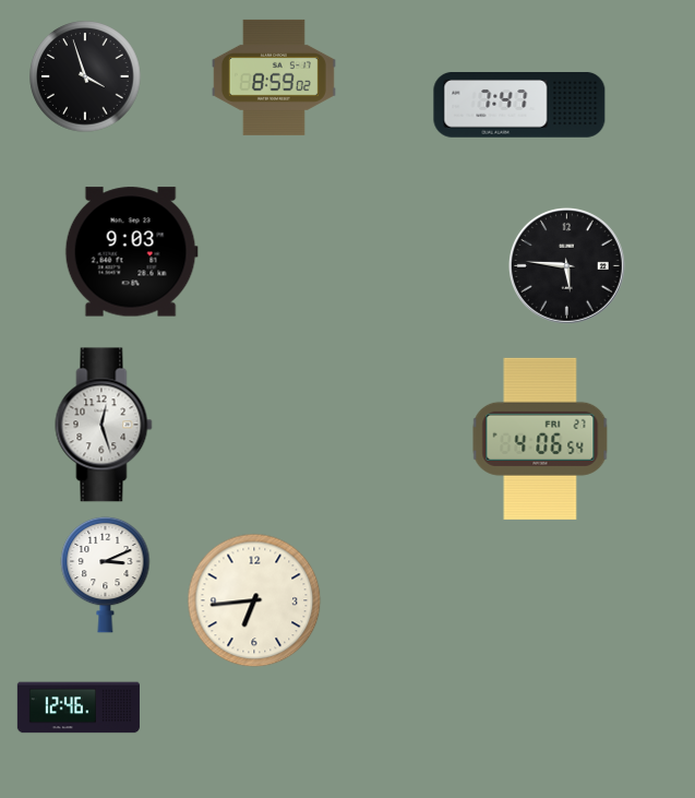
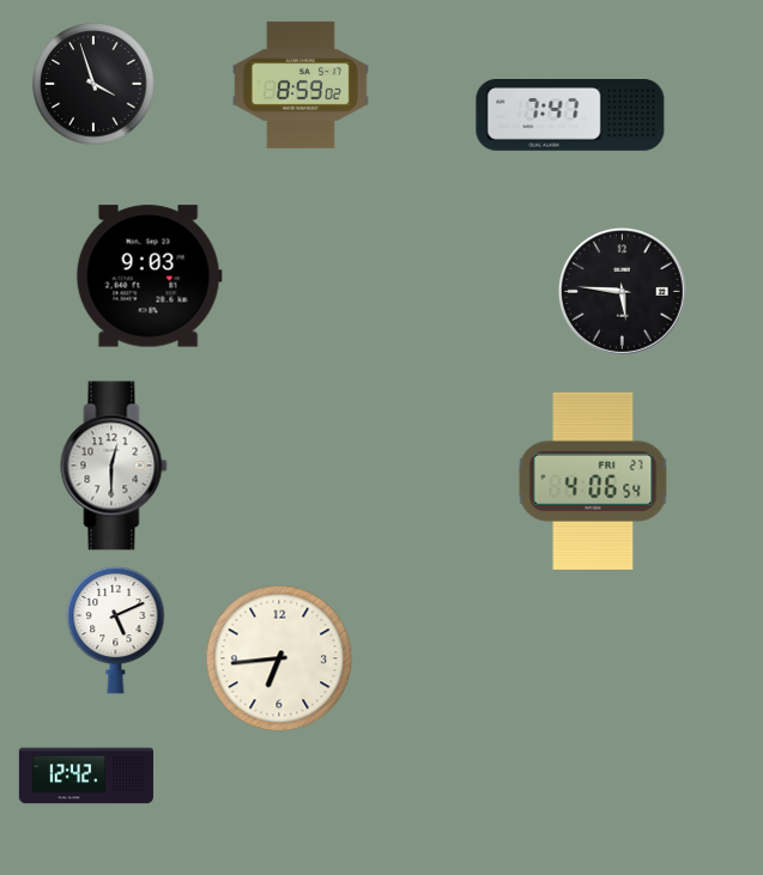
clock at (131, 252) position: (131, 252) -> (149, 277)
clock at (104, 425): 12:27 -> 12:30
clock at (106, 574): 3:11 -> 5:11
clock at (79, 707): 12:46 -> 12:42
